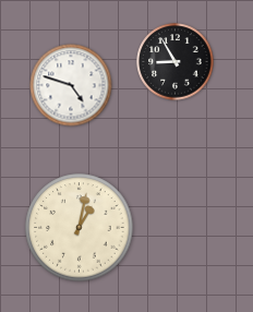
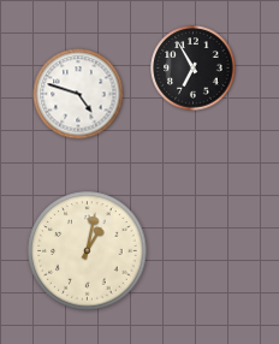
clock at (176, 62): 8:55 -> 6:55
